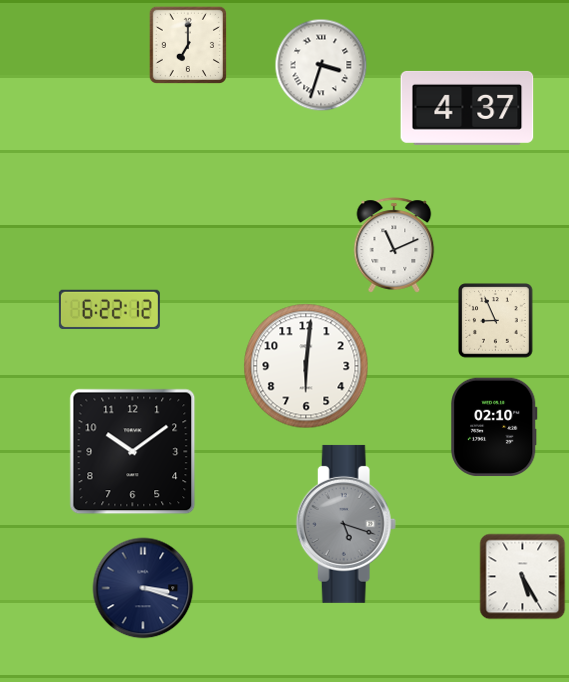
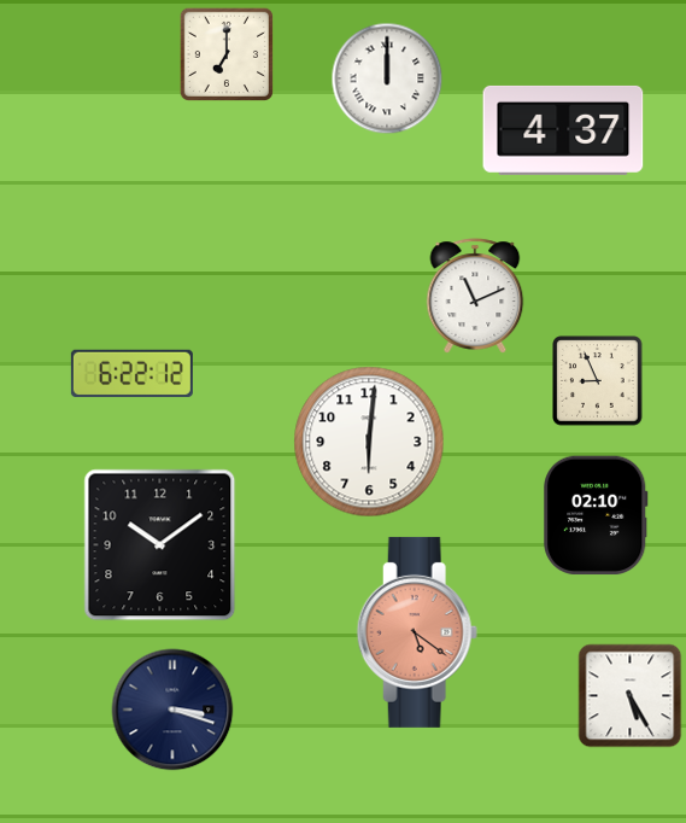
clock at (321, 65): 3:33 -> 12:00
clock at (496, 321) position: (496, 321) -> (598, 381)
clock at (346, 524): 5:18 -> 5:21
clock at (346, 524) dial: grey -> salmon
